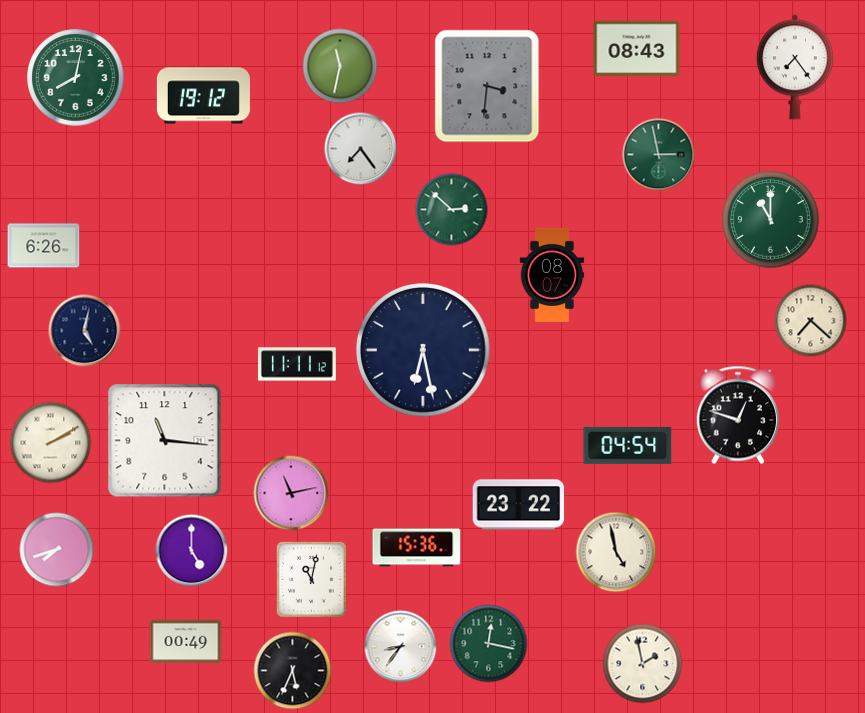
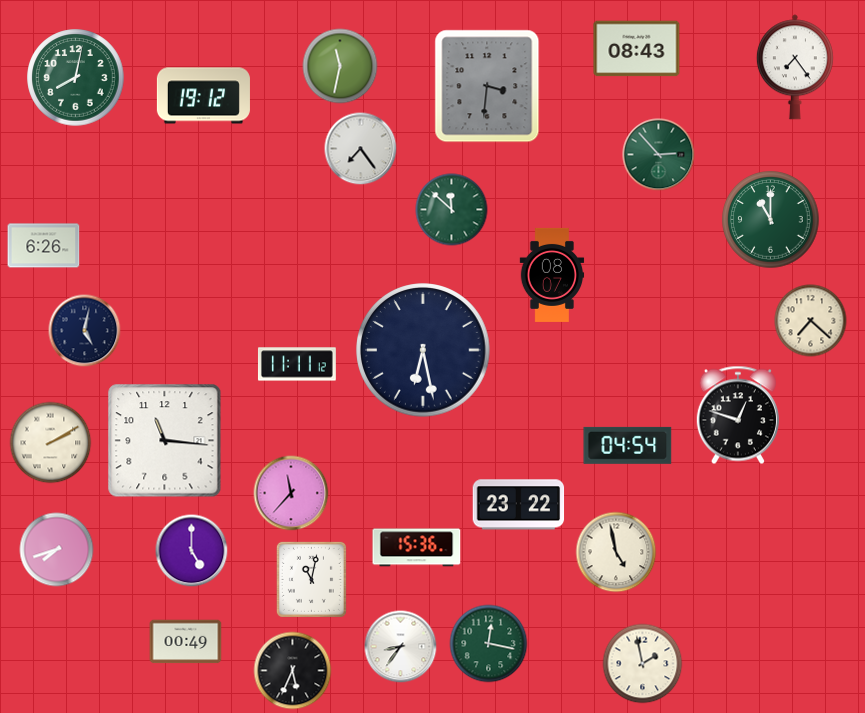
clock at (659, 155): 2:58 -> 2:53
clock at (452, 210): 2:52 -> 11:52
clock at (291, 493): 11:13 -> 11:37
